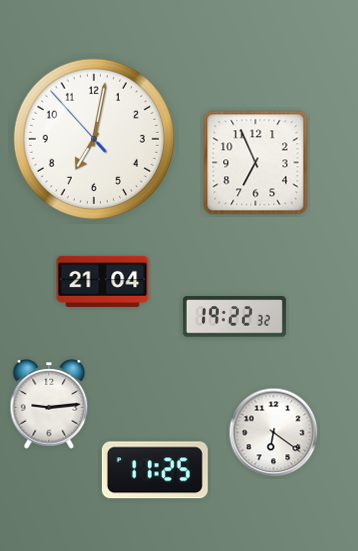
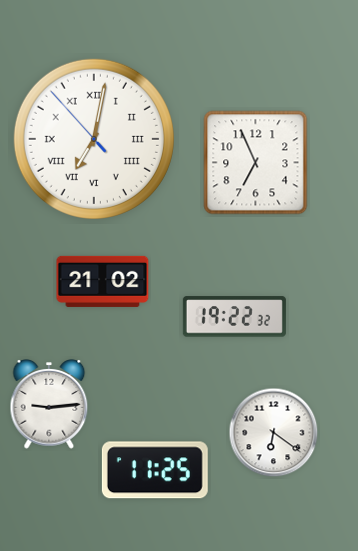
clock at (94, 139) numerals: Arabic -> Roman
clock at (103, 281): 21:04 -> 21:02
